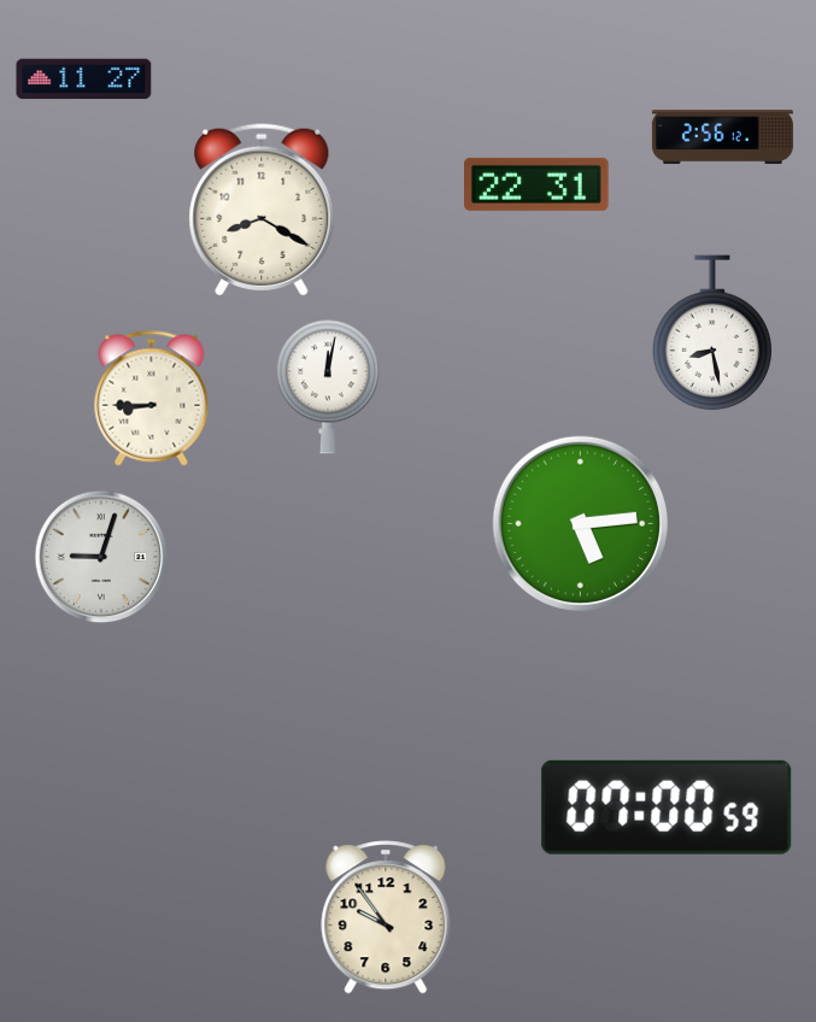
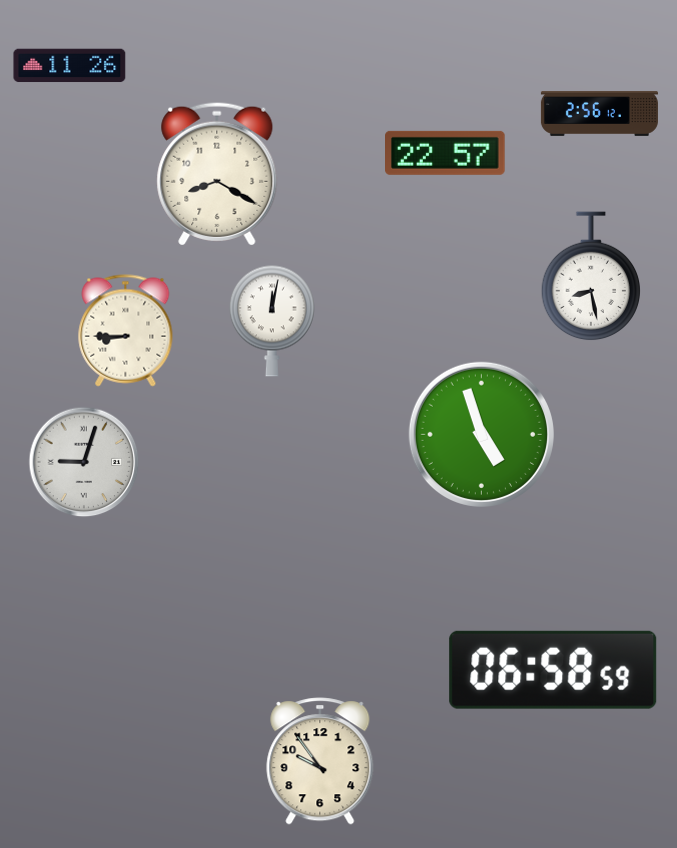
clock at (84, 80): 11:27 -> 11:26
clock at (538, 184): 22:31 -> 22:57
clock at (580, 523): 5:14 -> 4:57
clock at (667, 807): 07:00 -> 06:58
